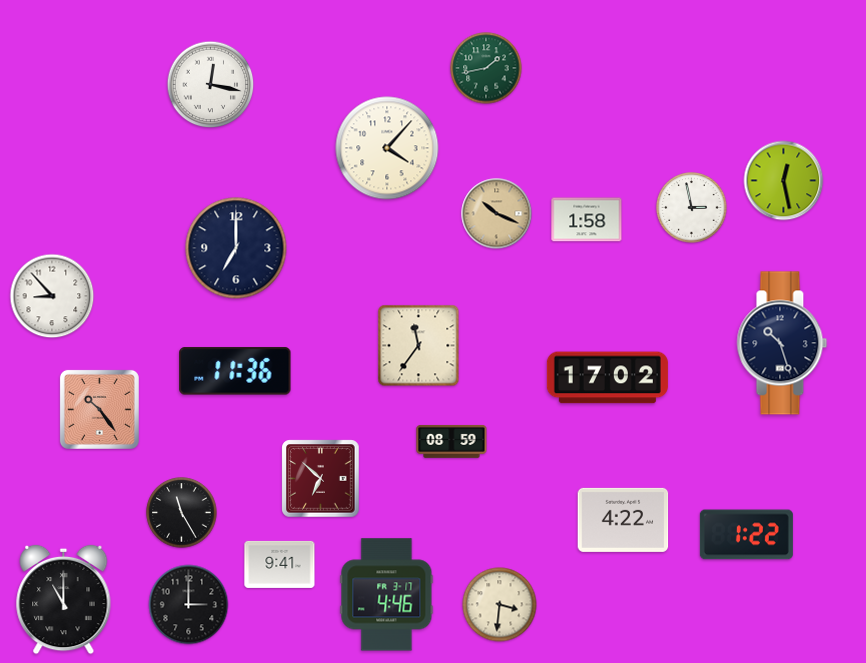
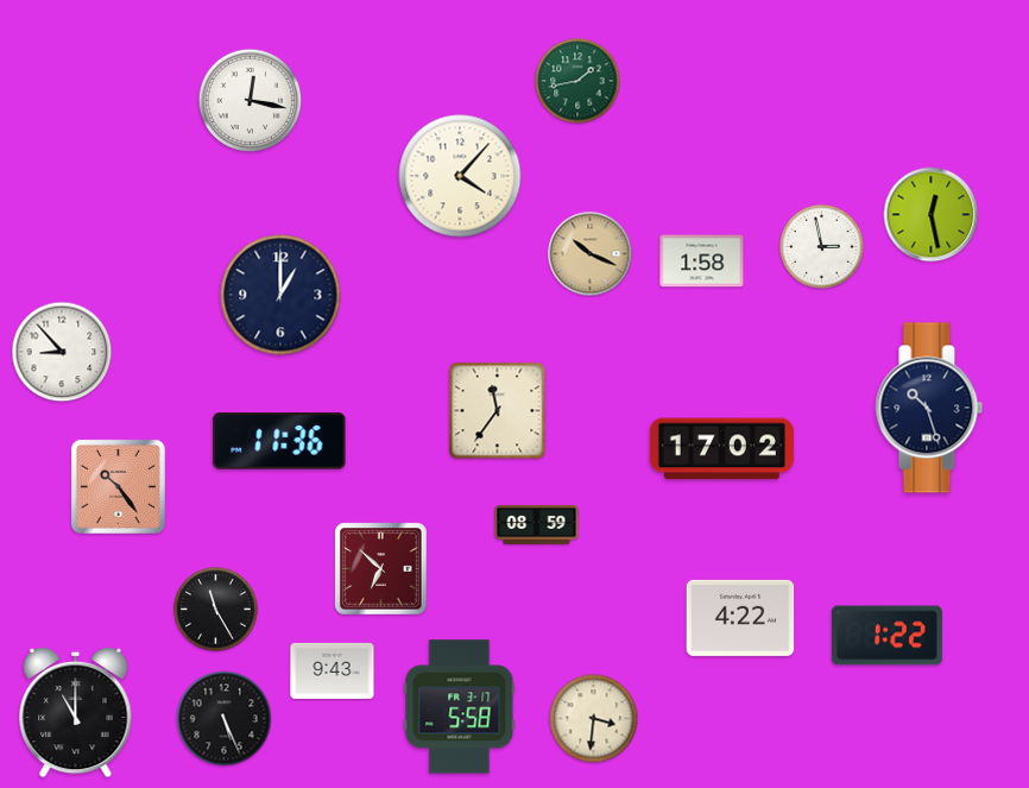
clock at (587, 220) position: (587, 220) -> (702, 261)
clock at (236, 248): 7:00 -> 1:00
clock at (280, 564): 9:41 -> 9:43
clock at (387, 595): 4:46 -> 5:58
clock at (189, 605): 3:00 -> 5:26
